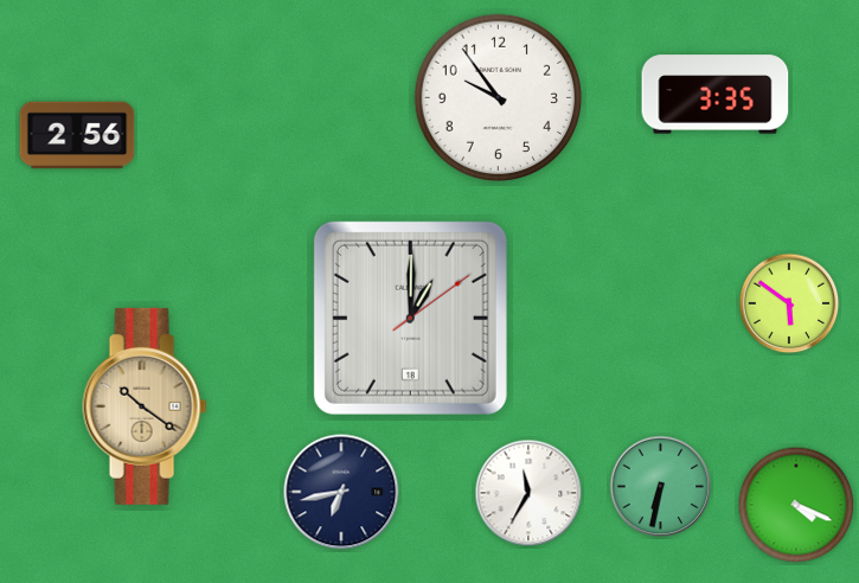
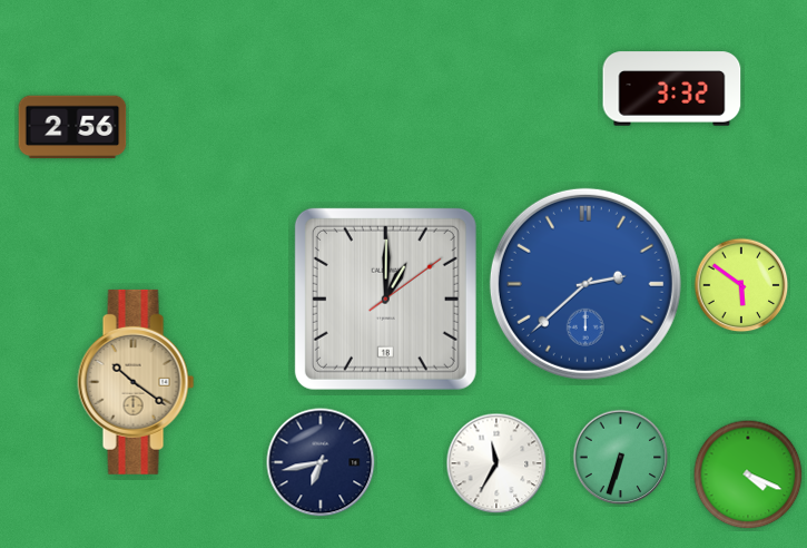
clock at (716, 95): 3:35 -> 3:32
clock at (498, 97): 9:54 -> none
clock at (585, 284): none -> 2:38
clock at (661, 487): 6:32 -> 6:33
